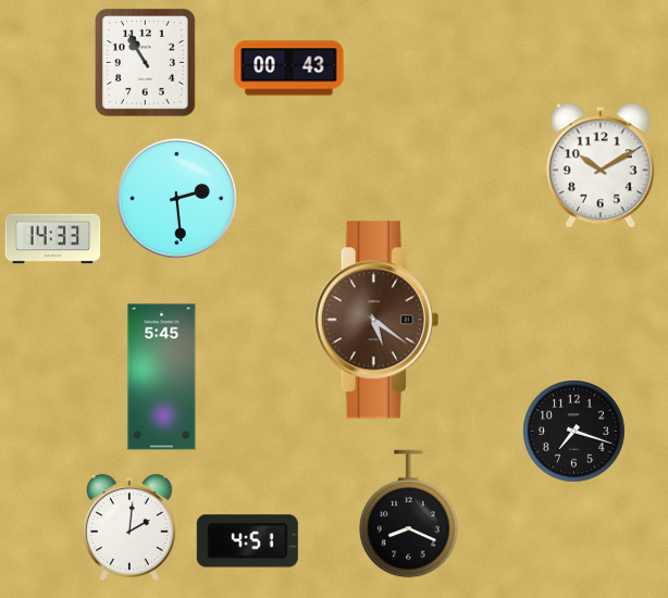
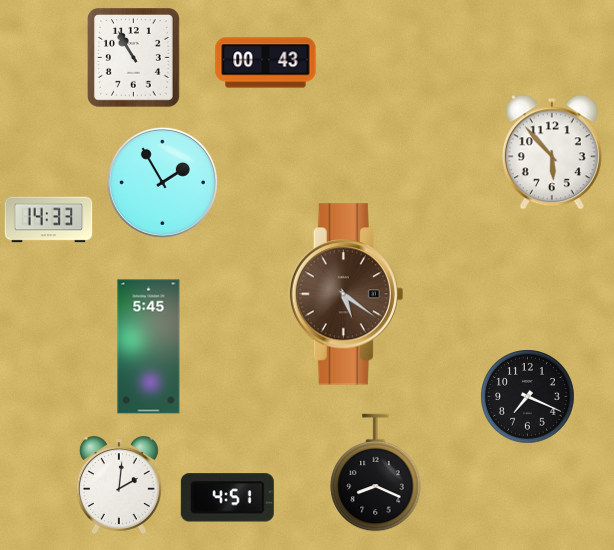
clock at (601, 165): 10:10 -> 5:53
clock at (176, 198): 2:29 -> 1:55
clock at (574, 432): 7:18 -> 7:19
